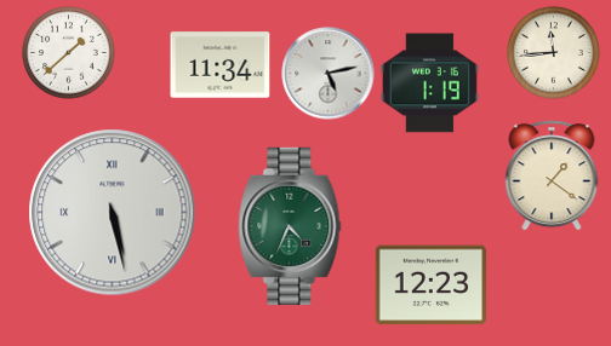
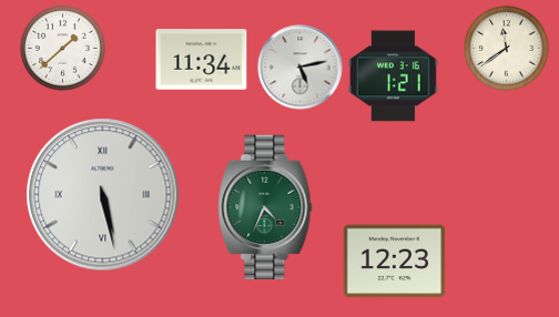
clock at (554, 53): 11:44 -> 11:39
clock at (429, 83): 1:19 -> 1:21
clock at (552, 175): 1:21 -> none
